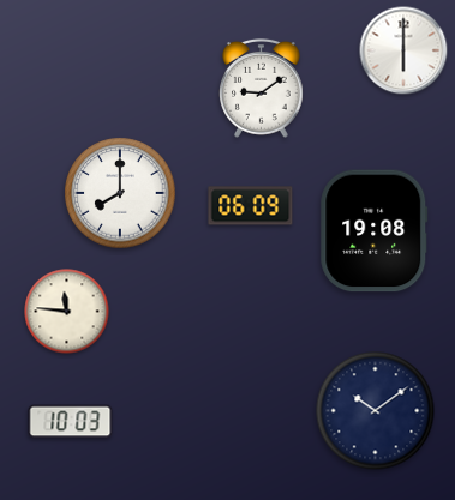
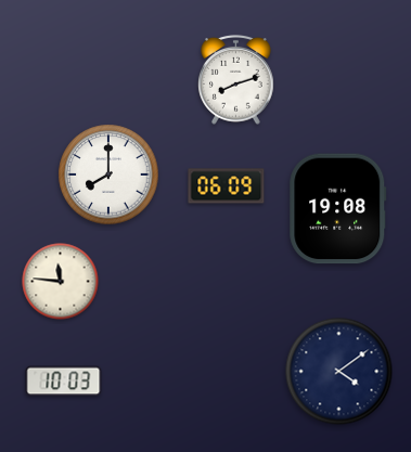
clock at (403, 50): 6:00 -> none
clock at (262, 88): 9:09 -> 8:12
clock at (376, 411): 10:09 -> 4:09
